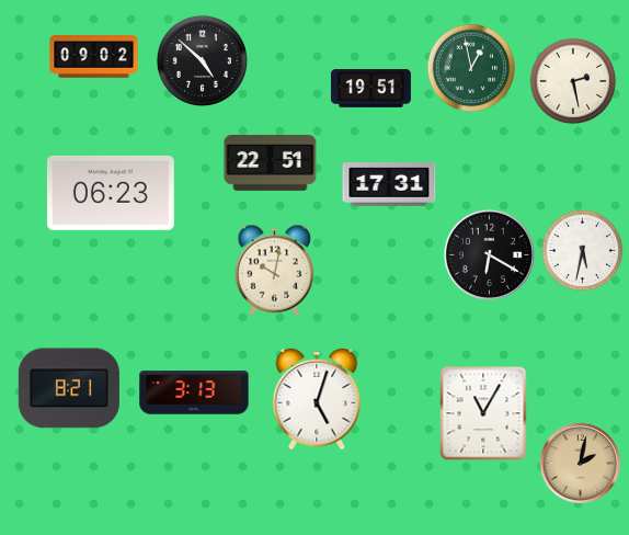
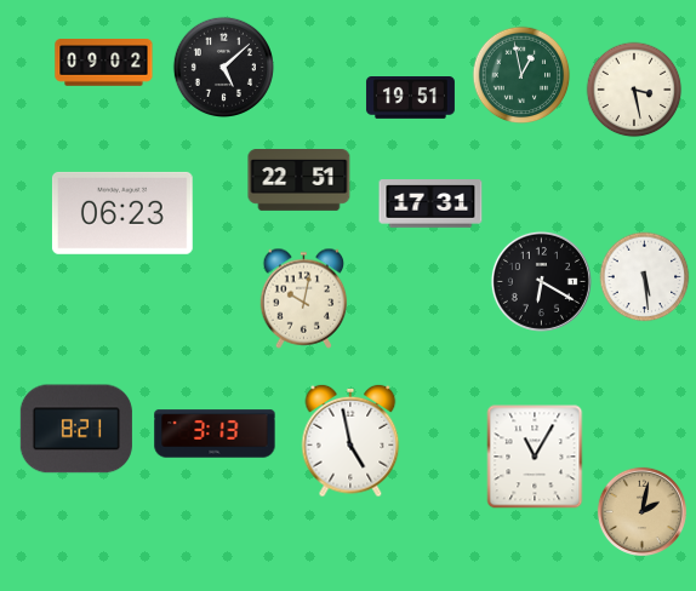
clock at (202, 60): 4:52 -> 5:08
clock at (573, 81): 2:28 -> 3:28
clock at (583, 251): 5:32 -> 5:29
clock at (317, 399): 5:03 -> 4:58
